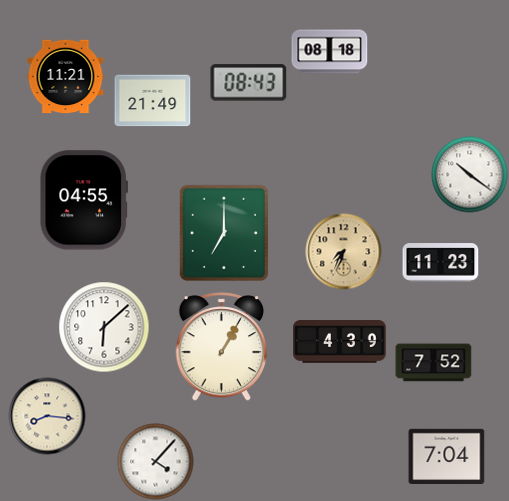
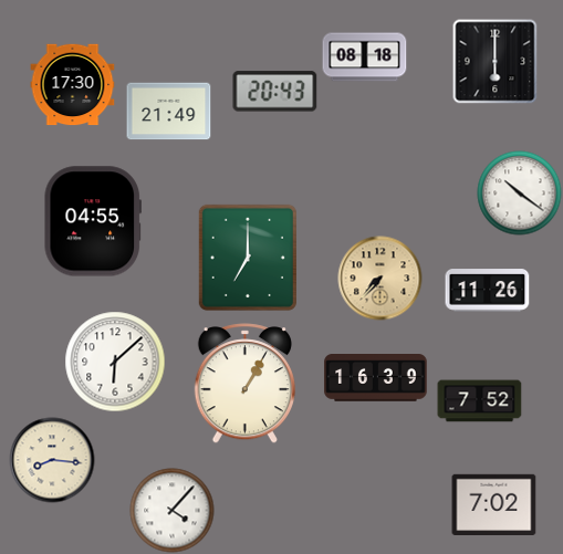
clock at (496, 62): none -> 6:00
clock at (66, 77): 11:21 -> 17:30
clock at (249, 83): 08:43 -> 20:43
clock at (344, 252): 7:34 -> 7:37
clock at (441, 263): 11:23 -> 11:26
clock at (340, 342): 4:39 -> 16:39
clock at (447, 456): 7:04 -> 7:02
